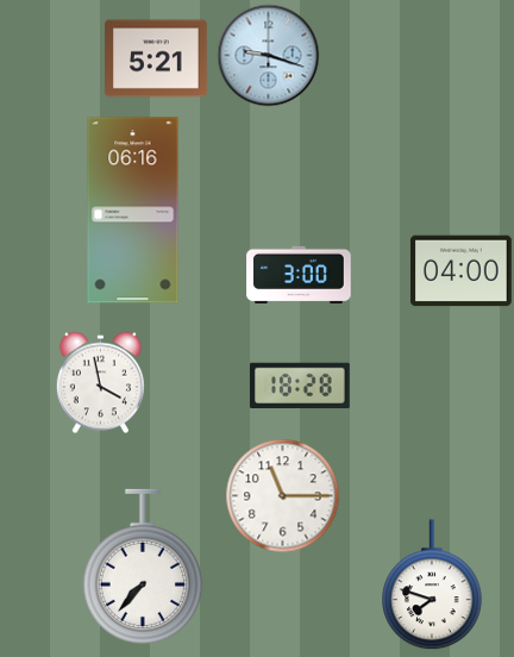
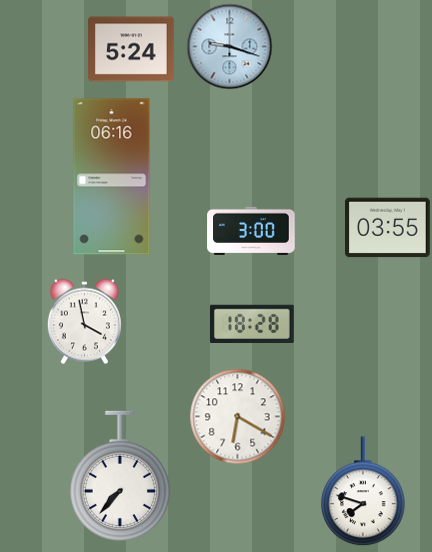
clock at (268, 55) position: (268, 55) -> (229, 46)
clock at (156, 58): 5:21 -> 5:24
clock at (462, 271): 04:00 -> 03:55
clock at (282, 495): 11:15 -> 6:20
